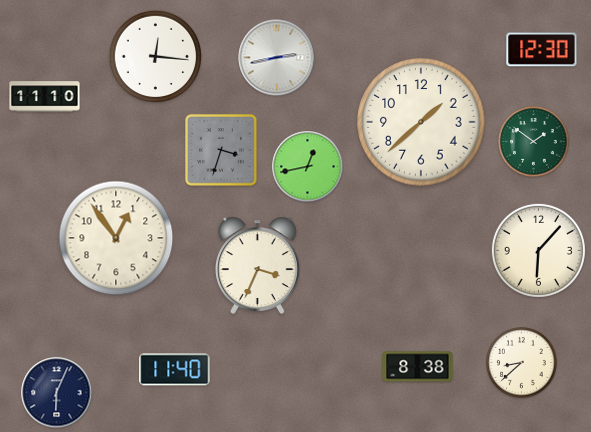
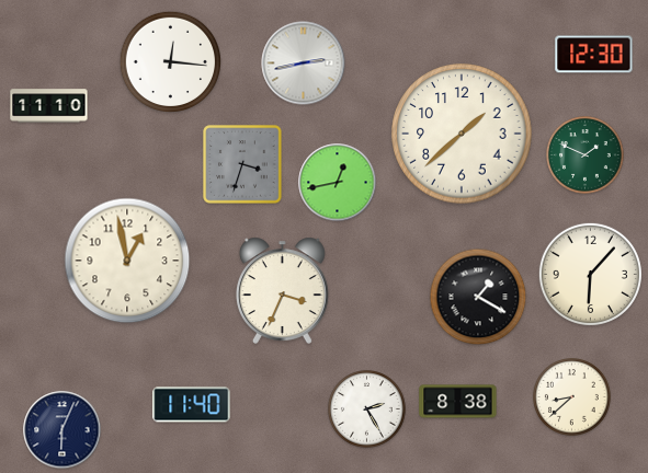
clock at (534, 142): 1:51 -> 1:49
clock at (116, 238): 12:54 -> 12:58
clock at (478, 297): none -> 1:20
clock at (367, 409): none -> 2:25
